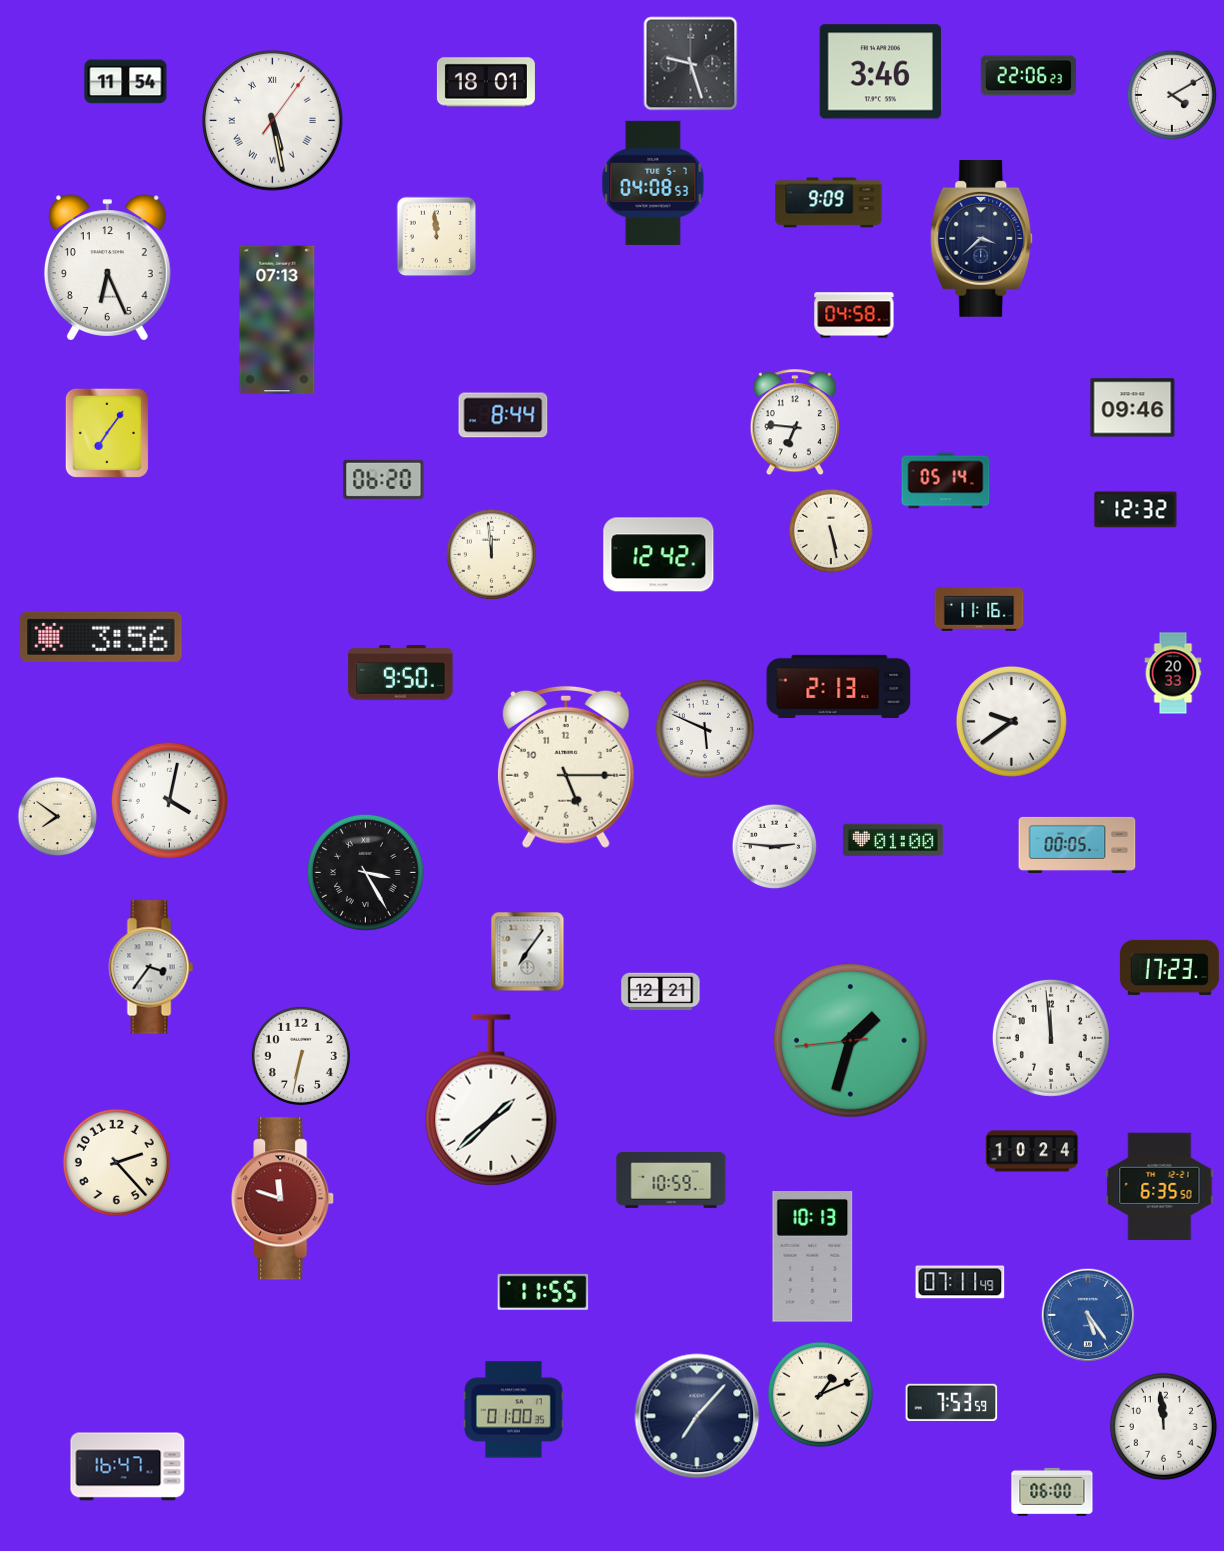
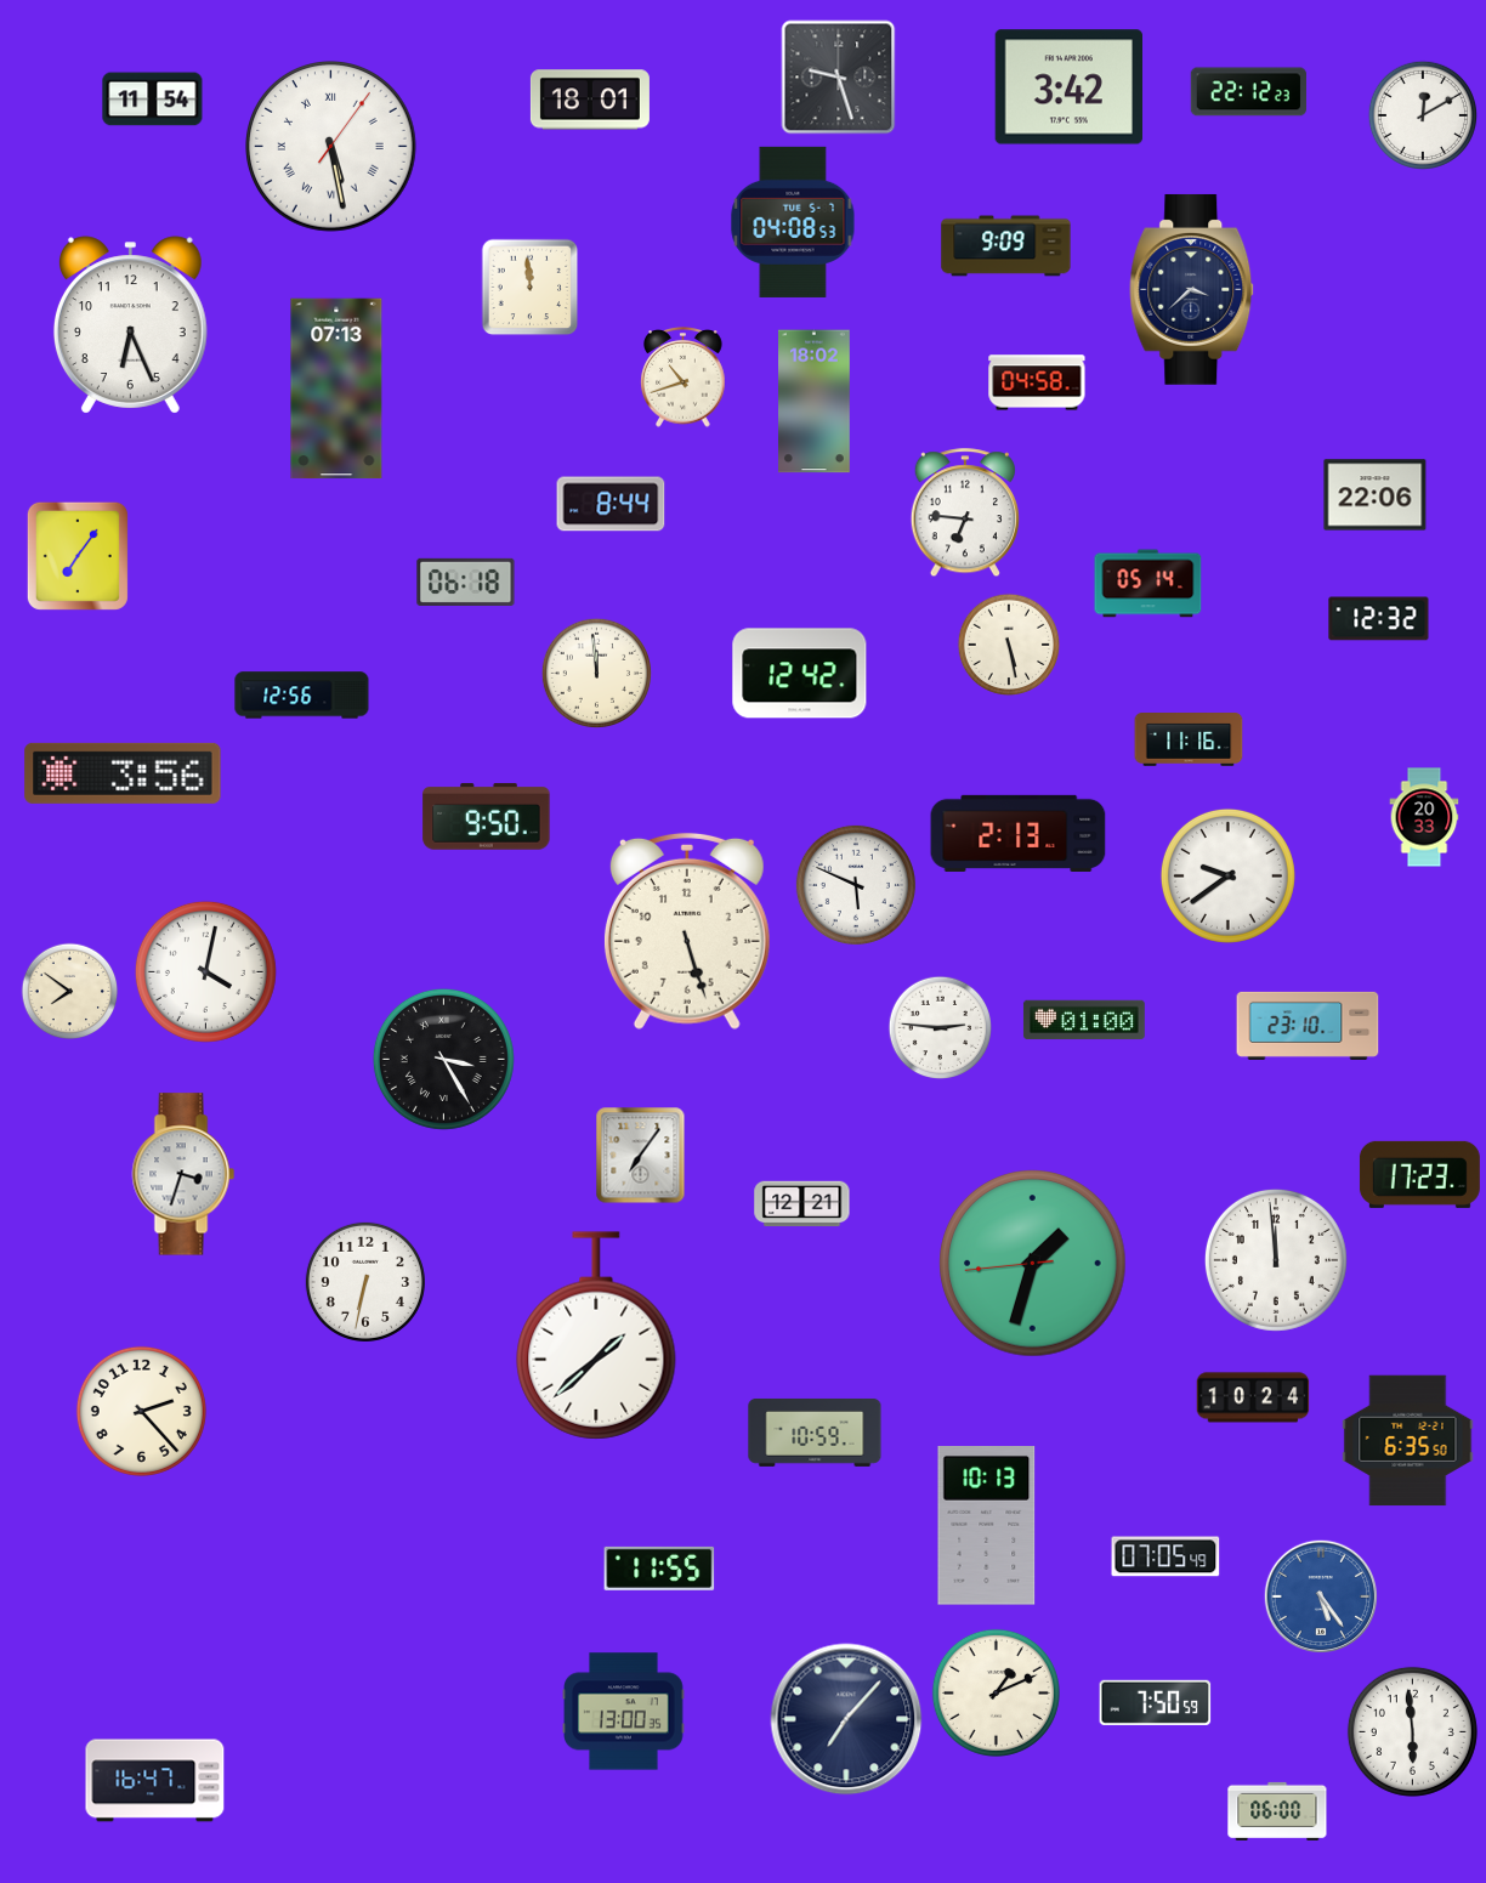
clock at (880, 72): 3:46 -> 3:42
clock at (1028, 76): 22:06 -> 22:12
clock at (1171, 94): 4:10 -> 12:10
clock at (684, 378): none -> 10:42
clock at (815, 402): none -> 18:02
clock at (1133, 408): 09:46 -> 22:06
clock at (107, 433) position: (107, 433) -> (78, 556)
clock at (384, 479): 06:20 -> 06:18
clock at (302, 696): none -> 12:56
clock at (566, 767): 5:15 -> 5:27
clock at (1077, 845): 00:05 -> 23:10
clock at (151, 967): 3:36 -> 3:33
clock at (284, 1199): 11:48 -> none
clock at (960, 1282): 07:11 -> 07:05
clock at (952, 1402): 7:53 -> 7:50
clock at (514, 1410): 01:00 -> 13:00
clock at (1163, 1426): 11:59 -> 5:59
